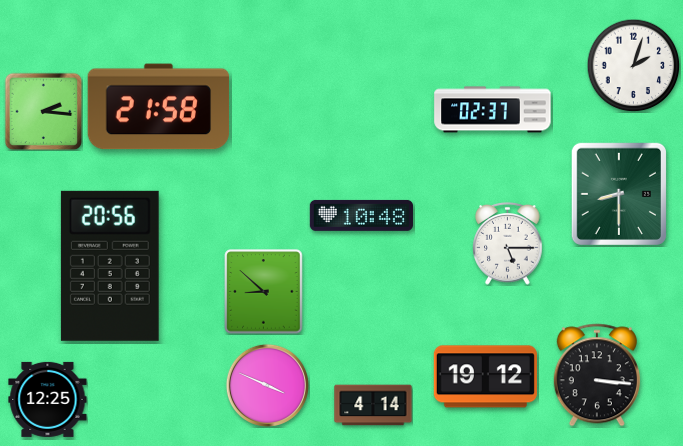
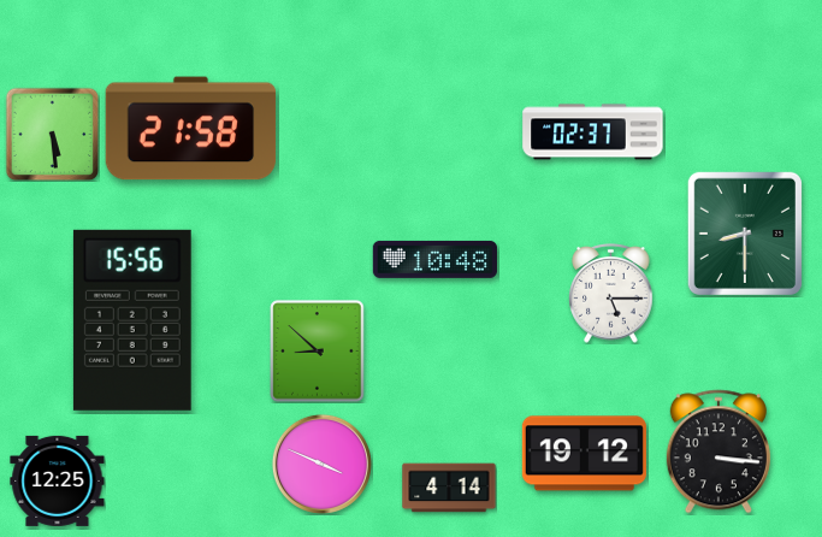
clock at (633, 65): 2:03 -> none
clock at (43, 111): 2:16 -> 5:29
clock at (110, 266): 20:56 -> 15:56
